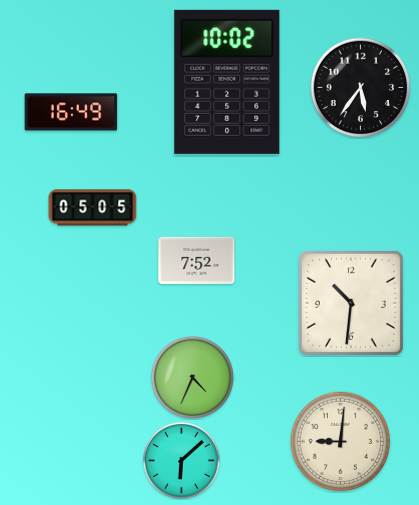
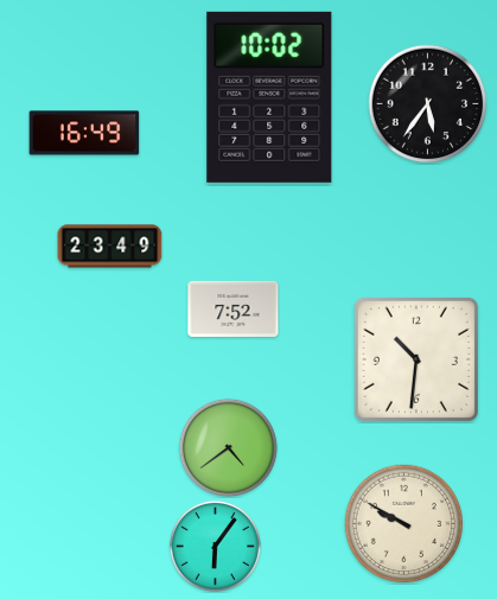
clock at (93, 208): 05:05 -> 23:49
clock at (192, 377): 4:34 -> 4:39
clock at (341, 442): 9:01 -> 9:50
clock at (181, 460): 6:08 -> 6:06
